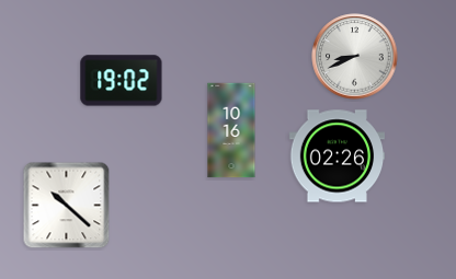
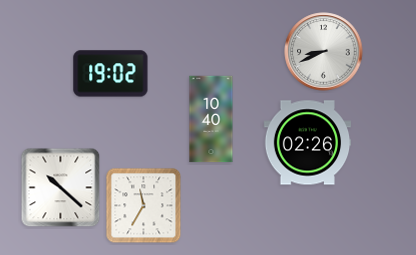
clock at (231, 130): 10:16 -> 10:40
clock at (144, 206): none -> 11:35
